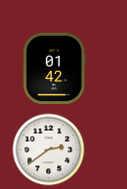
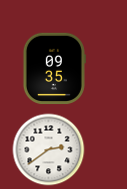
clock at (54, 69): 01:42 -> 09:35
